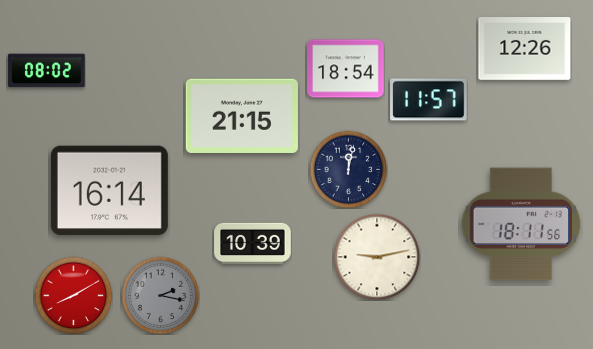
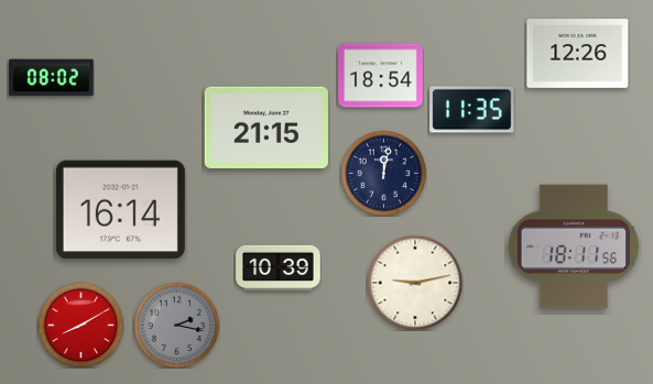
clock at (429, 100): 11:57 -> 11:35
clock at (348, 169) position: (348, 169) -> (383, 173)
